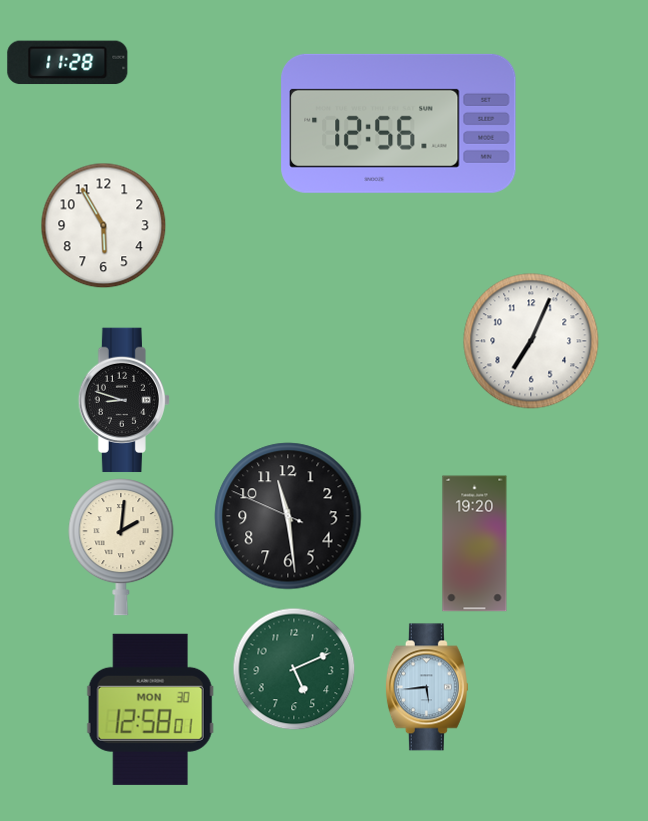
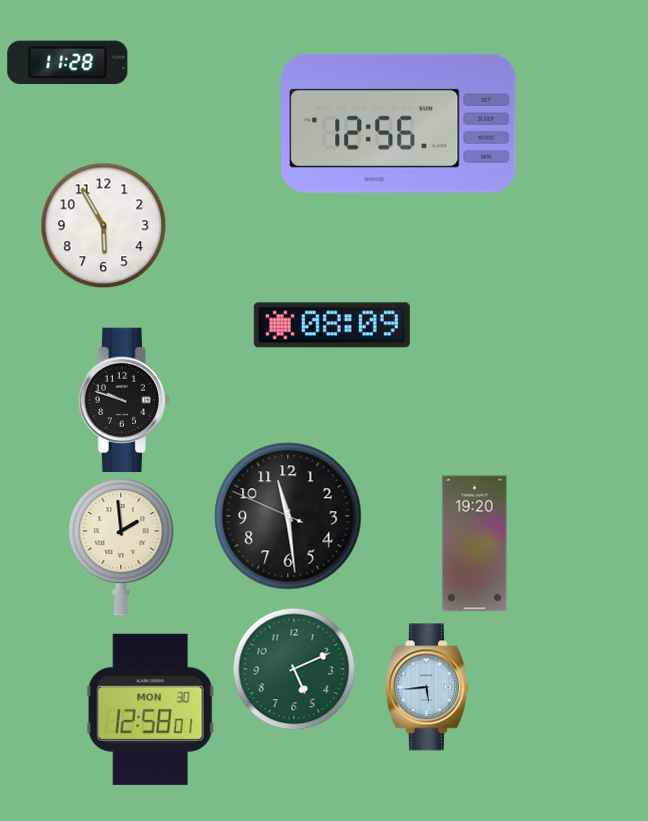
clock at (332, 325): none -> 08:09
clock at (531, 341): 7:04 -> none
clock at (123, 400): 8:48 -> 9:48
clock at (121, 547): 2:01 -> 1:59
